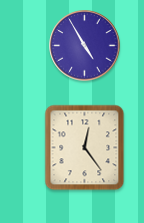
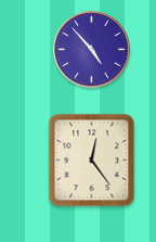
clock at (85, 46): 4:55 -> 4:53
